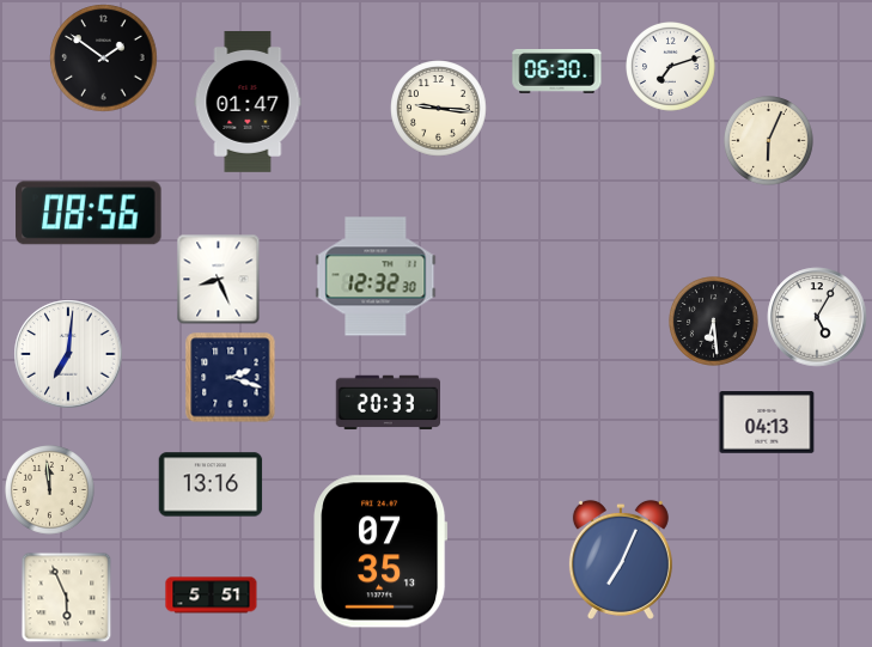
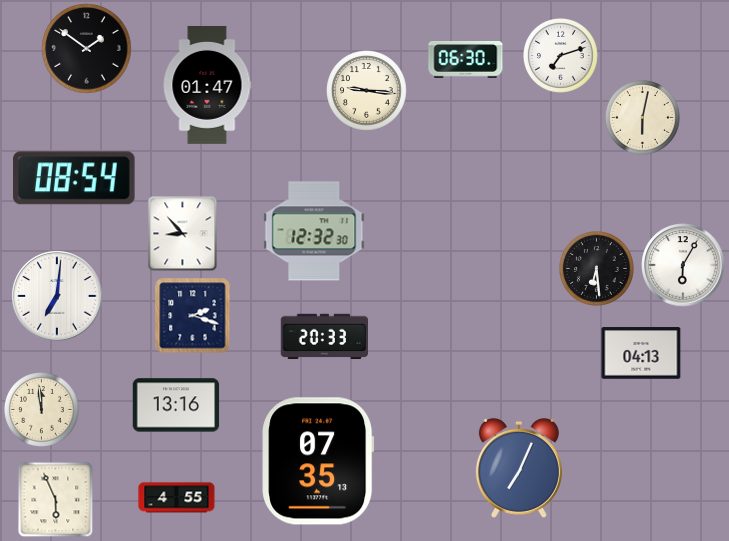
clock at (769, 141): 6:04 -> 6:02
clock at (89, 213): 08:56 -> 08:54
clock at (219, 280): 8:26 -> 8:53
clock at (817, 317): 5:05 -> 6:05
clock at (212, 596): 5:51 -> 4:55
